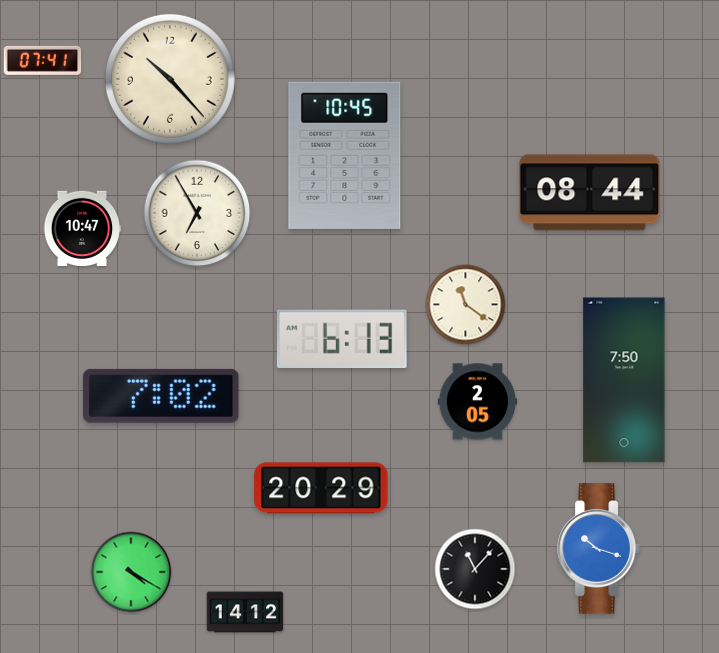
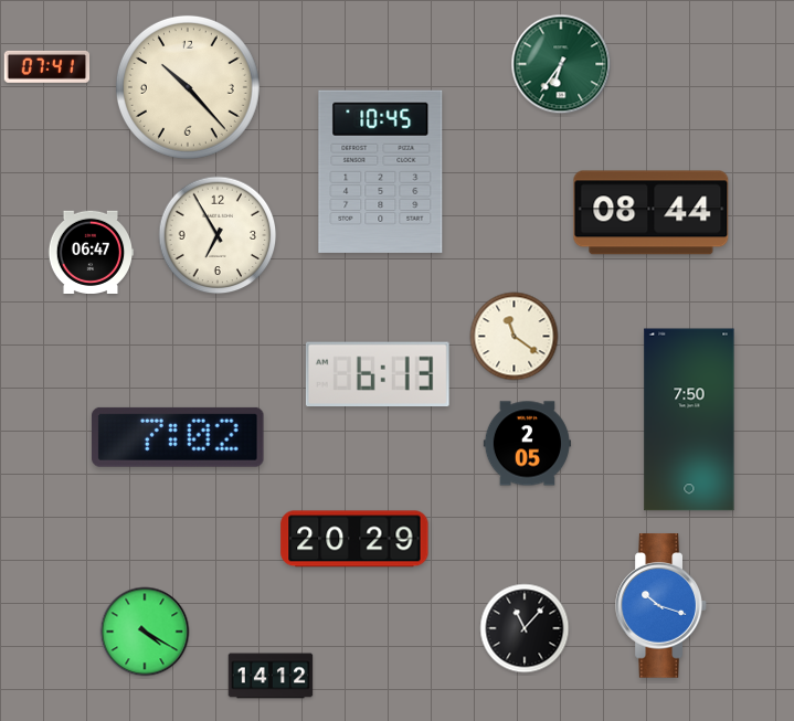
clock at (561, 64): none -> 6:36
clock at (82, 228): 10:47 -> 06:47
